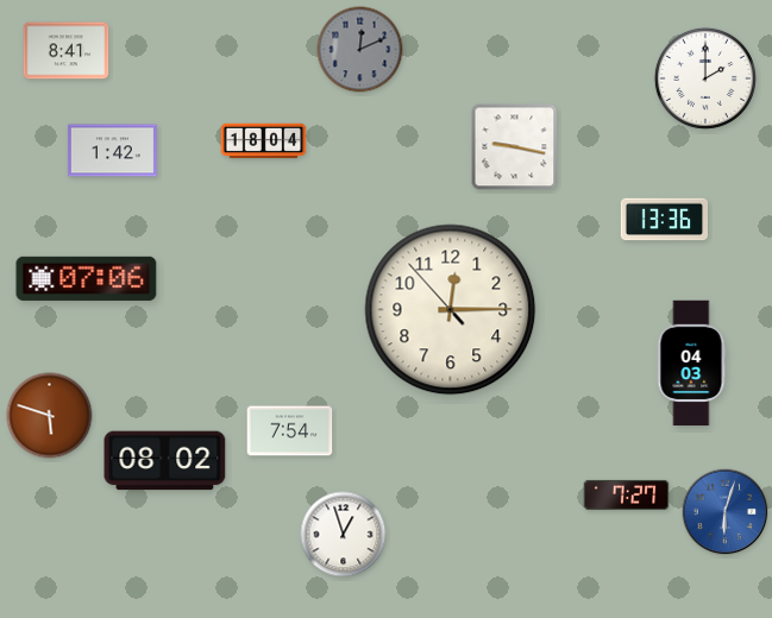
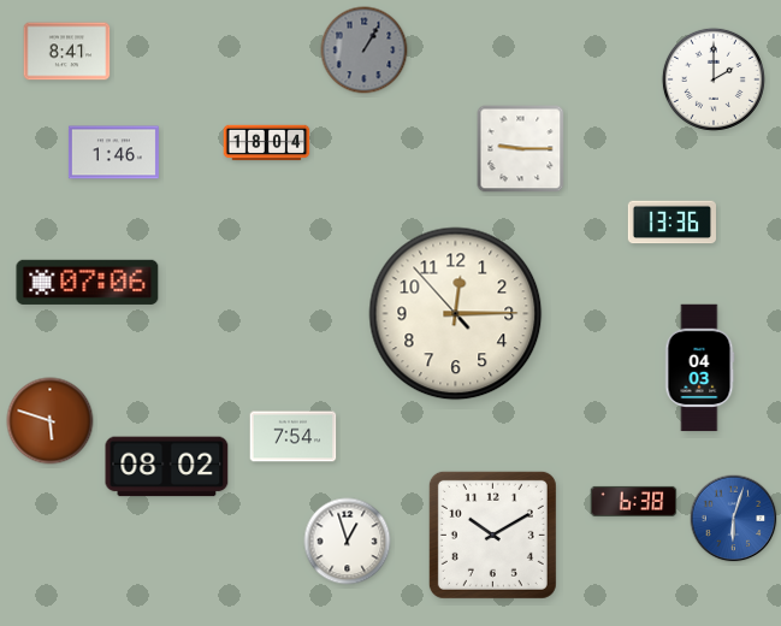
clock at (360, 50): 12:11 -> 1:05
clock at (515, 147): 9:17 -> 9:15
clock at (112, 151): 1:42 -> 1:46
clock at (627, 494): 7:27 -> 6:38
clock at (492, 535): none -> 10:10
